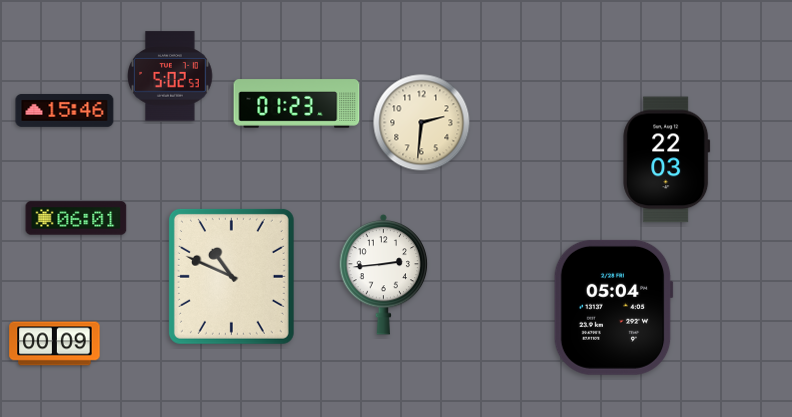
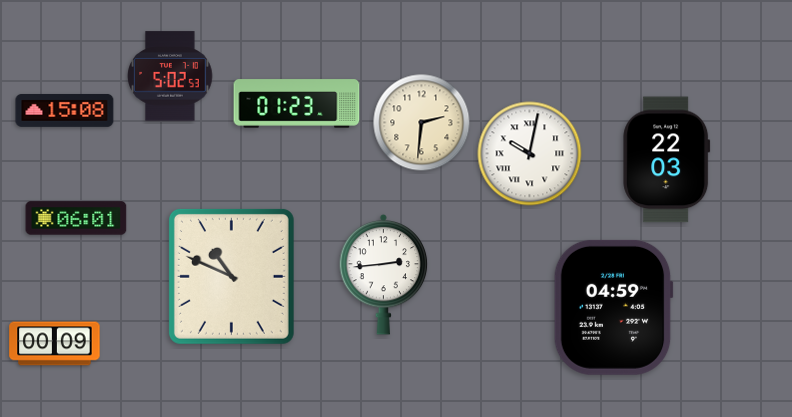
clock at (65, 110): 15:46 -> 15:08
clock at (530, 154): none -> 10:02
clock at (613, 307): 05:04 -> 04:59
